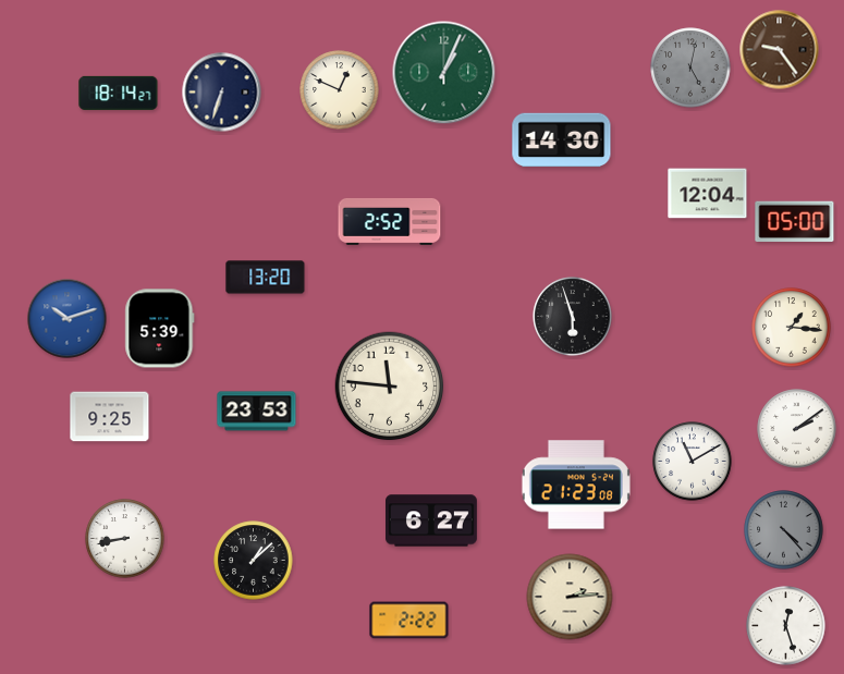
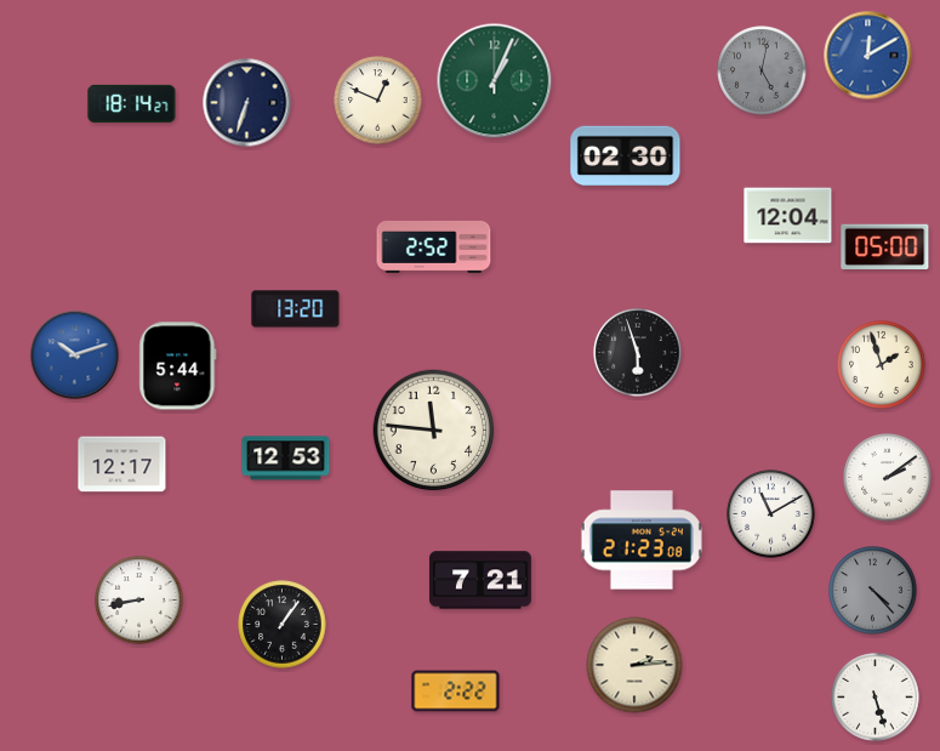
clock at (780, 50): 9:24 -> 12:10
clock at (780, 50) dial: brown -> blue
clock at (690, 68) position: (690, 68) -> (762, 70)
clock at (562, 140): 14:30 -> 02:30
clock at (792, 328): 1:16 -> 1:57
clock at (160, 329): 5:39 -> 5:44
clock at (257, 412): 23:53 -> 12:53
clock at (110, 417): 9:25 -> 12:17
clock at (432, 520): 6:27 -> 7:21
clock at (254, 561): 1:08 -> 1:06
clock at (786, 626): 12:27 -> 5:27
